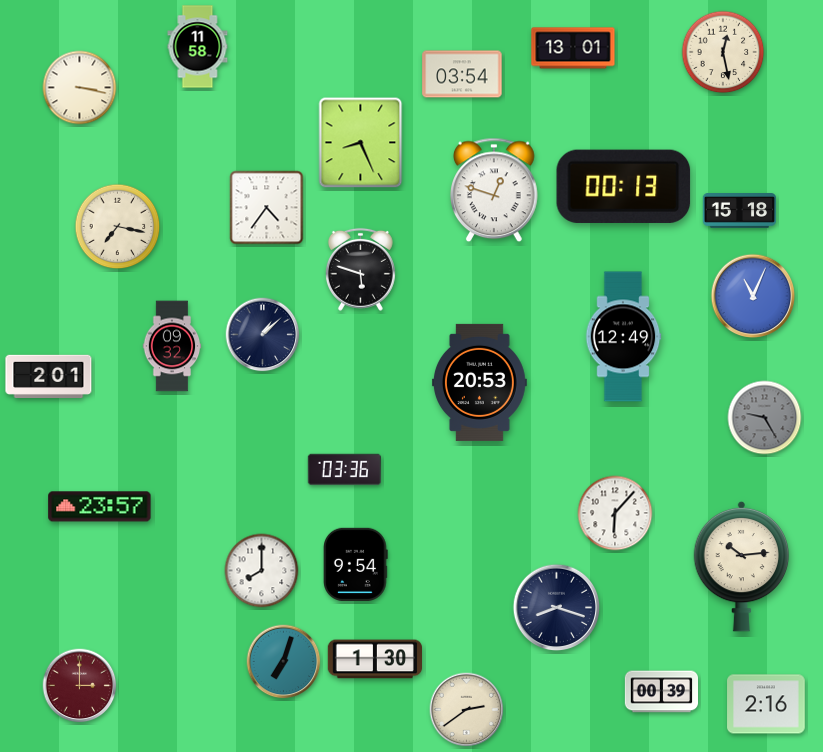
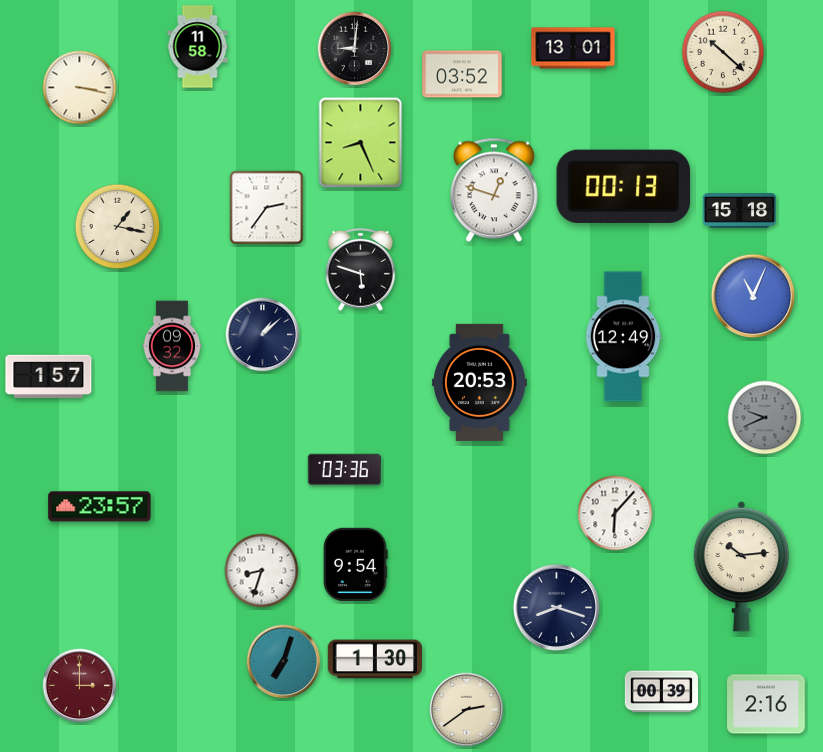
clock at (355, 49): none -> 9:01
clock at (723, 52): 12:28 -> 10:22
clock at (462, 74): 03:54 -> 03:52
clock at (267, 208): 4:36 -> 2:36
clock at (118, 227): 7:17 -> 1:17
clock at (49, 376): 2:01 -> 1:57
clock at (765, 418): 9:25 -> 9:41
clock at (262, 571): 8:00 -> 8:33
